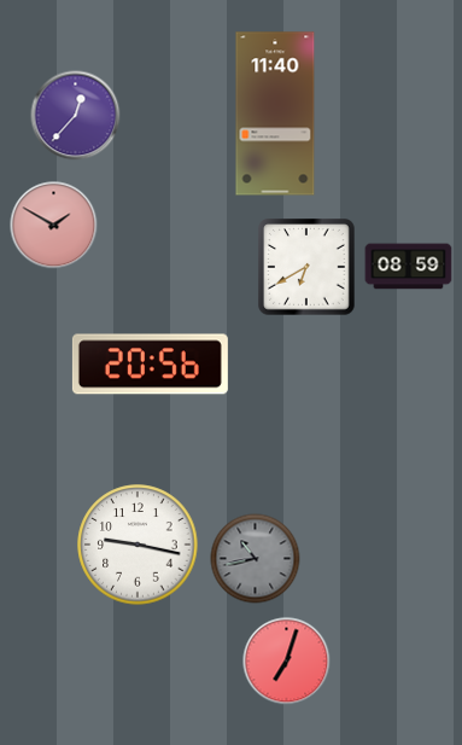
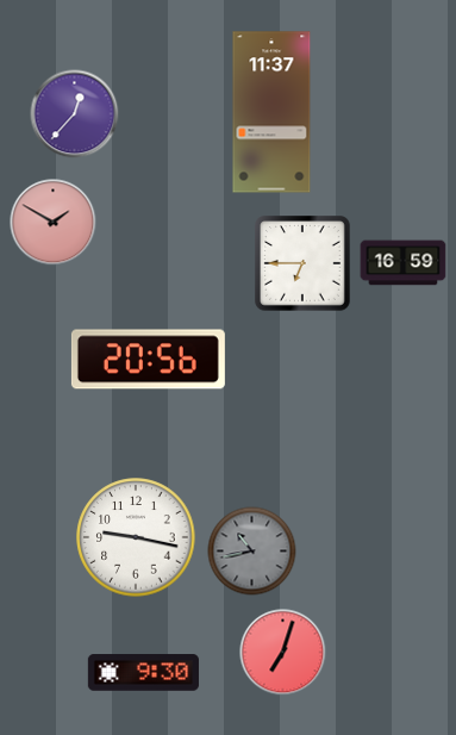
clock at (275, 114): 11:40 -> 11:37
clock at (409, 267): 08:59 -> 16:59
clock at (308, 268): 6:40 -> 6:45
clock at (143, 673): none -> 9:30
